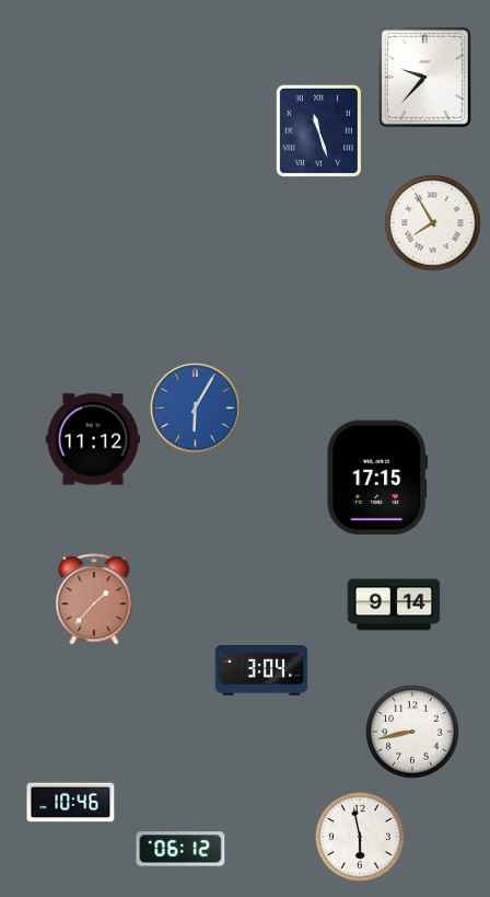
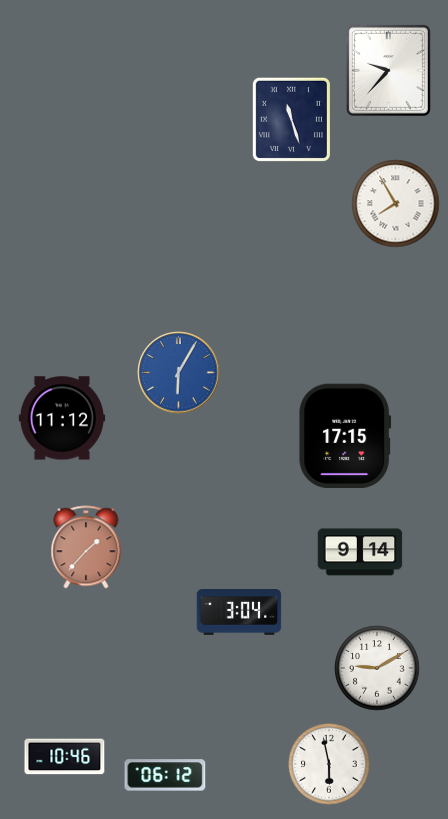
clock at (92, 439) position: (92, 439) -> (61, 418)
clock at (412, 732): 8:43 -> 9:10
clock at (71, 803) position: (71, 803) -> (65, 757)
